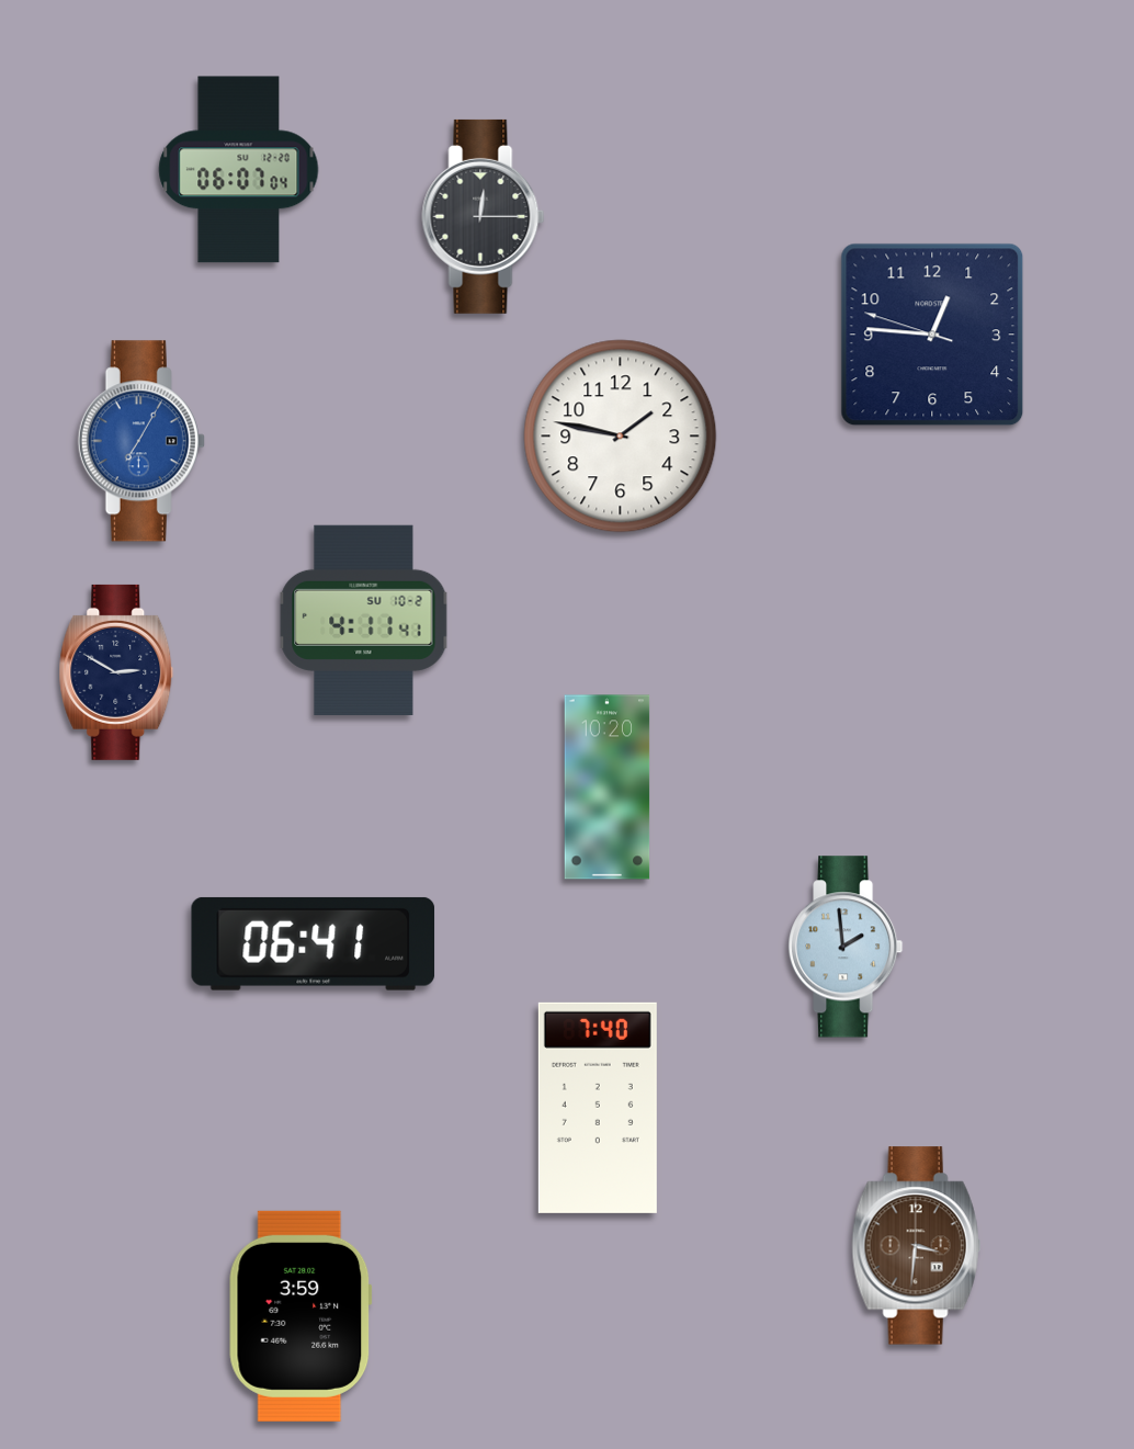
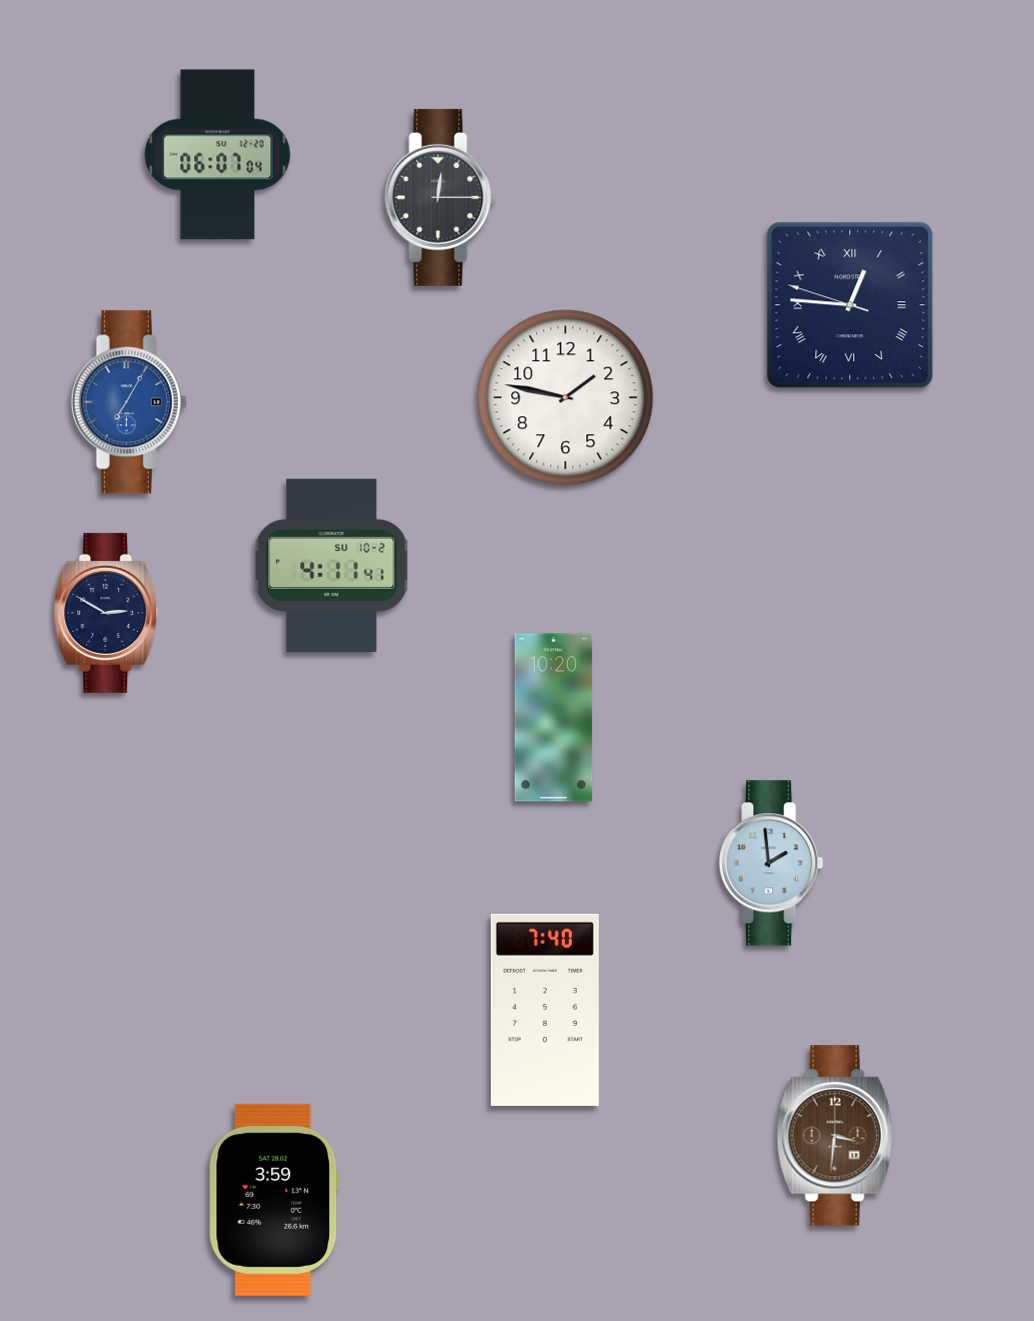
clock at (932, 335) numerals: Arabic -> Roman
clock at (314, 943): 06:41 -> none
